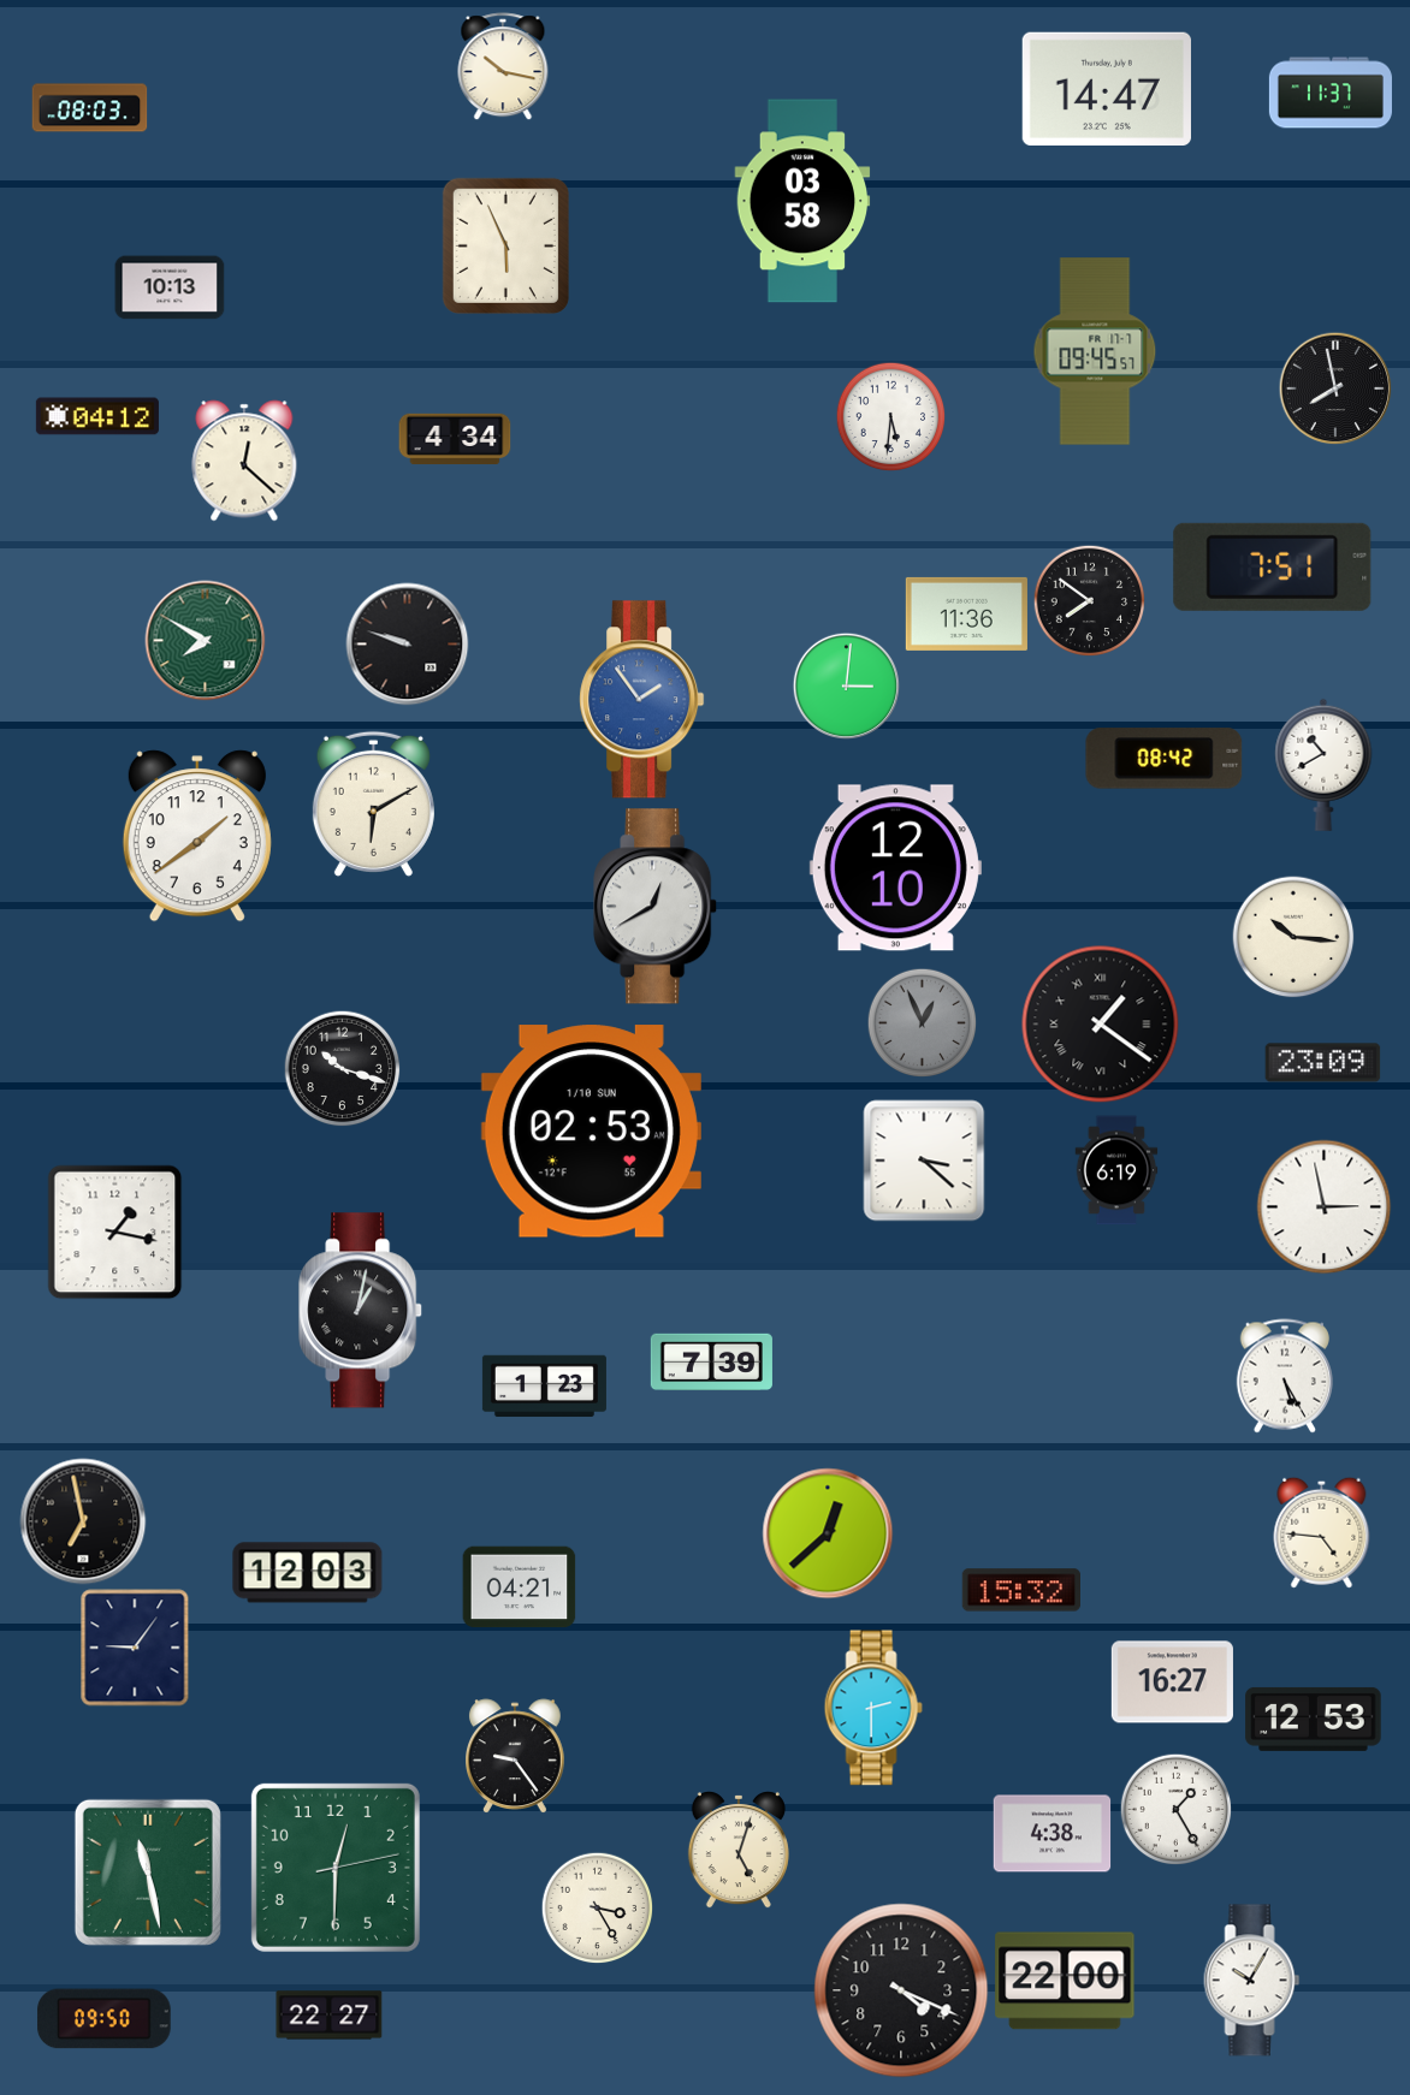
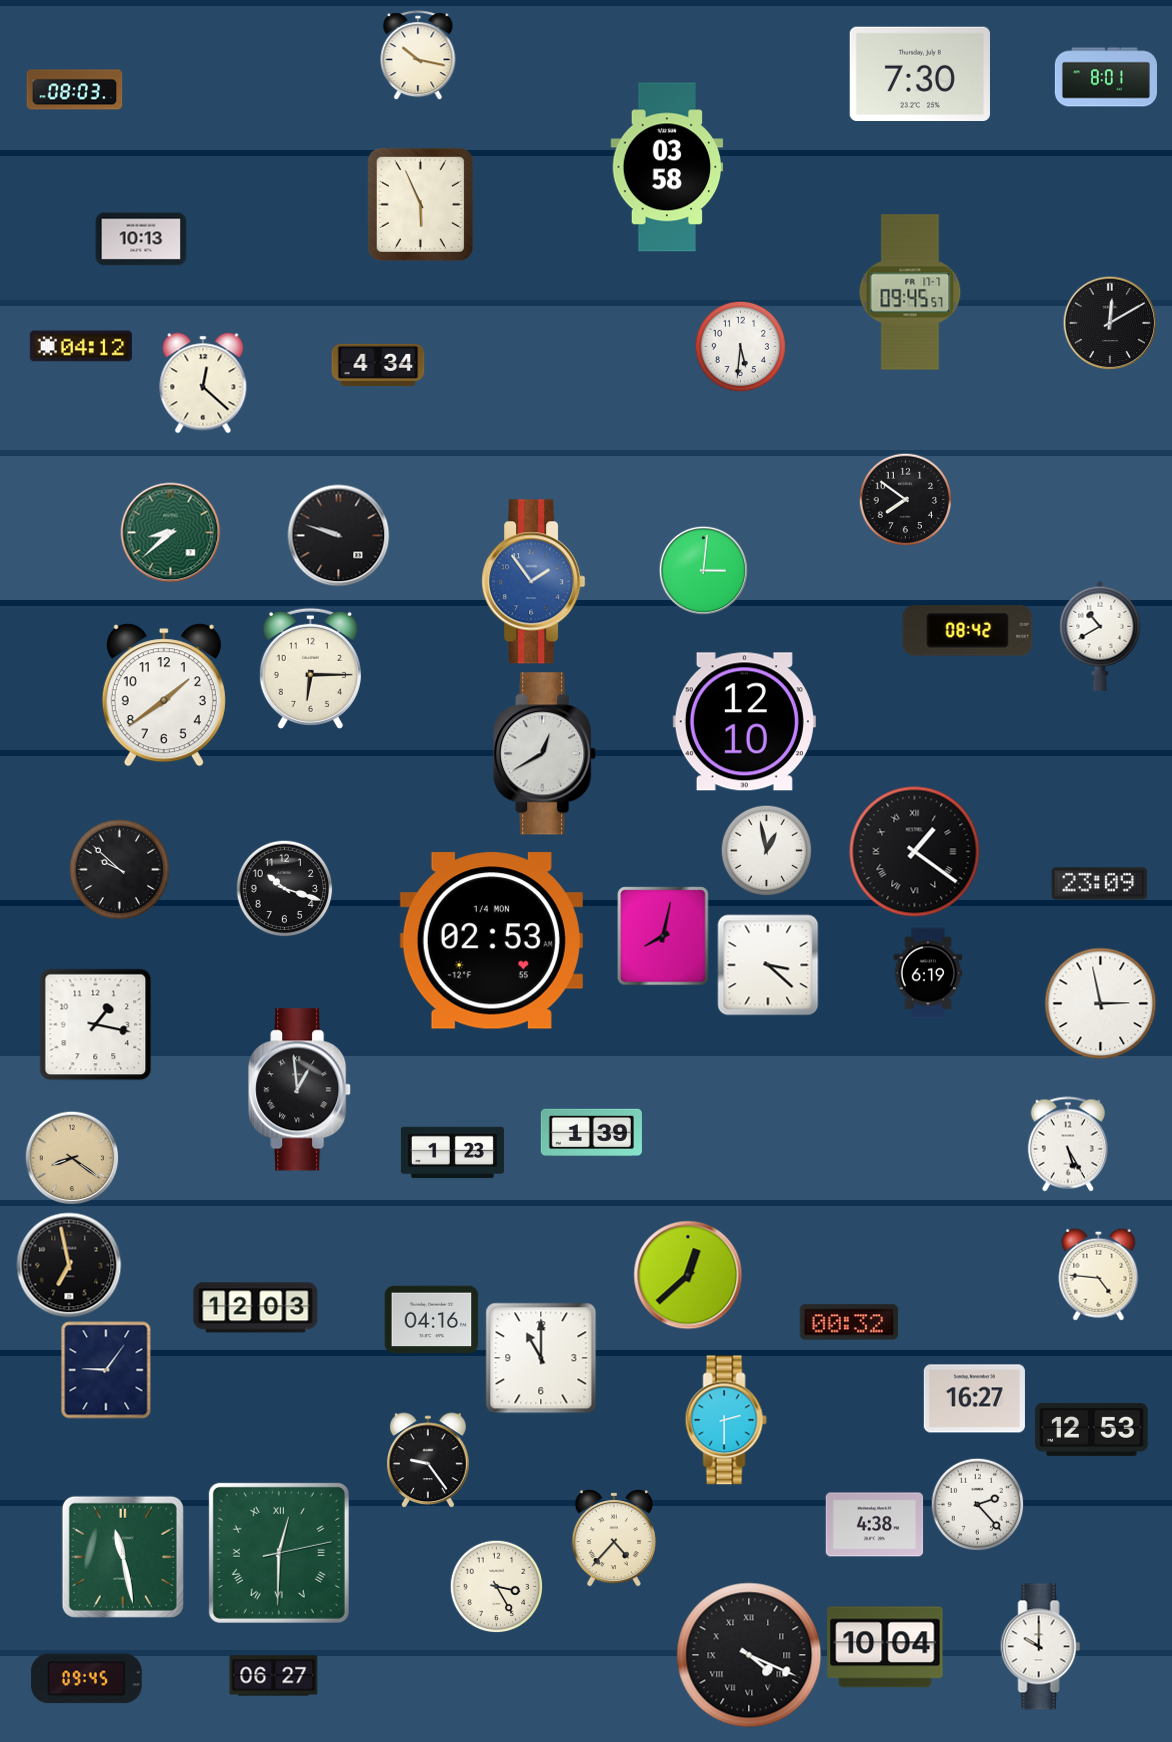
clock at (1107, 88): 14:47 -> 7:30
clock at (1331, 93): 11:37 -> 8:01
clock at (1335, 388): 7:58 -> 12:10
clock at (1273, 566): 7:51 -> none
clock at (966, 613): 11:36 -> none
clock at (206, 641): 7:50 -> 8:38
clock at (373, 803): 6:10 -> 6:15
clock at (1293, 937): 10:16 -> none
clock at (922, 1022): 12:56 -> 12:58
clock at (922, 1022) dial: grey -> white
clock at (120, 870): none -> 9:52
clock at (663, 936): none -> 8:02
clock at (591, 1132) date: 1/10 SUN -> 1/4 MON
clock at (361, 1311): 1:02 -> 12:59
clock at (711, 1361): 7:39 -> 1:39
clock at (72, 1158): none -> 8:21
clock at (520, 1587): 04:21 -> 04:16
clock at (1020, 1590): 15:32 -> 00:32
clock at (541, 1358): none -> 11:00
clock at (135, 1648) position: (135, 1648) -> (106, 1370)
clock at (1175, 1809): 1:25 -> 2:23
clock at (739, 1851): 5:03 -> 4:37
clock at (336, 1868) numerals: Arabic -> Roman
clock at (1065, 1981): 22:00 -> 10:04
clock at (1252, 1981): 10:05 -> 10:00
clock at (901, 1990) numerals: Arabic -> Roman
clock at (330, 2016): 22:27 -> 06:27
clock at (105, 2019): 09:50 -> 09:45
